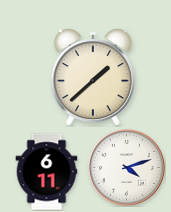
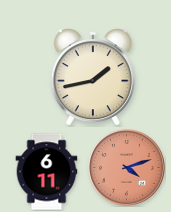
clock at (93, 77): 1:38 -> 1:43
clock at (127, 168) dial: white -> salmon
